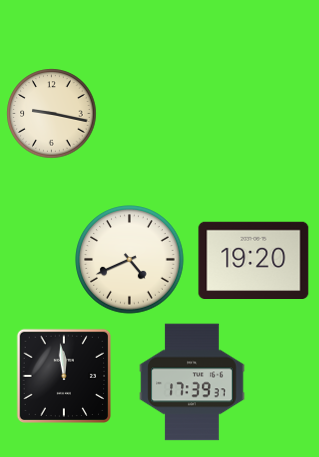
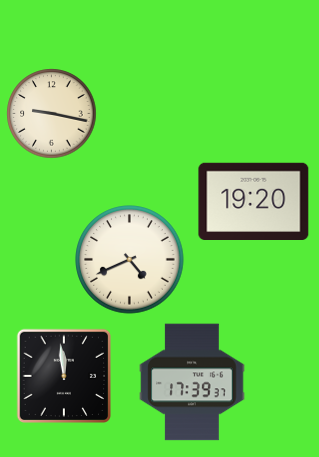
clock at (254, 260) position: (254, 260) -> (254, 201)
